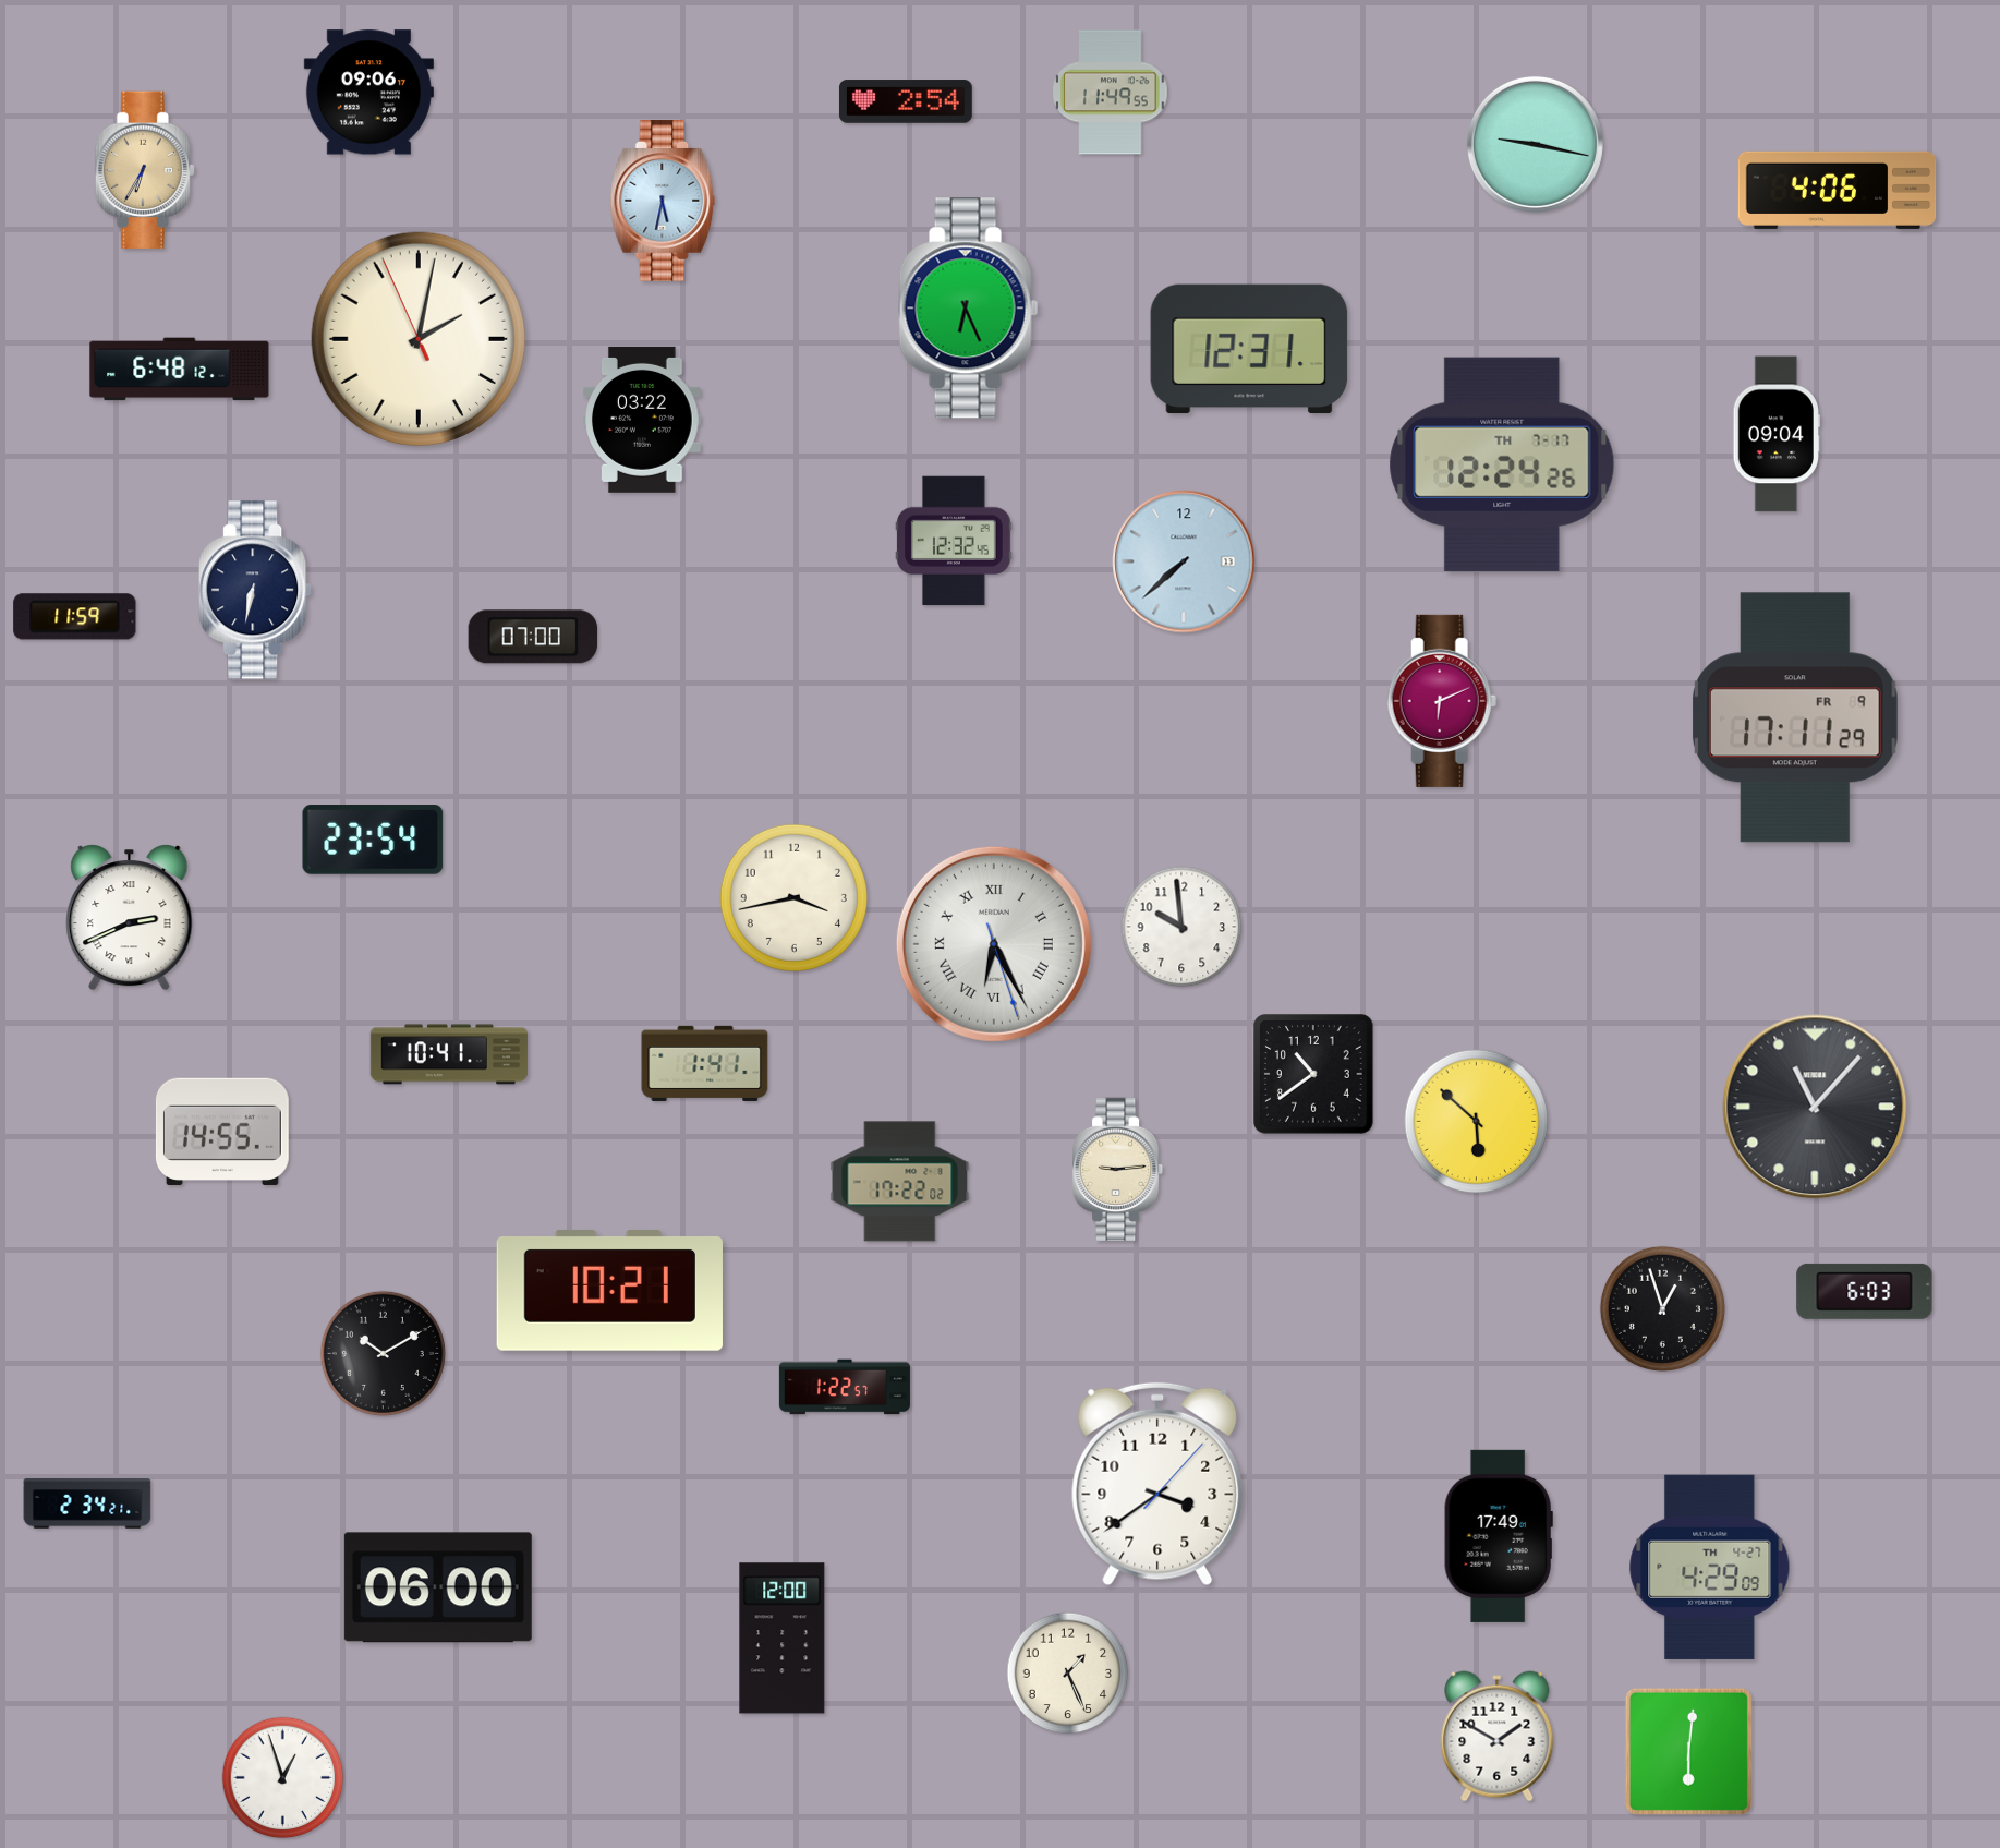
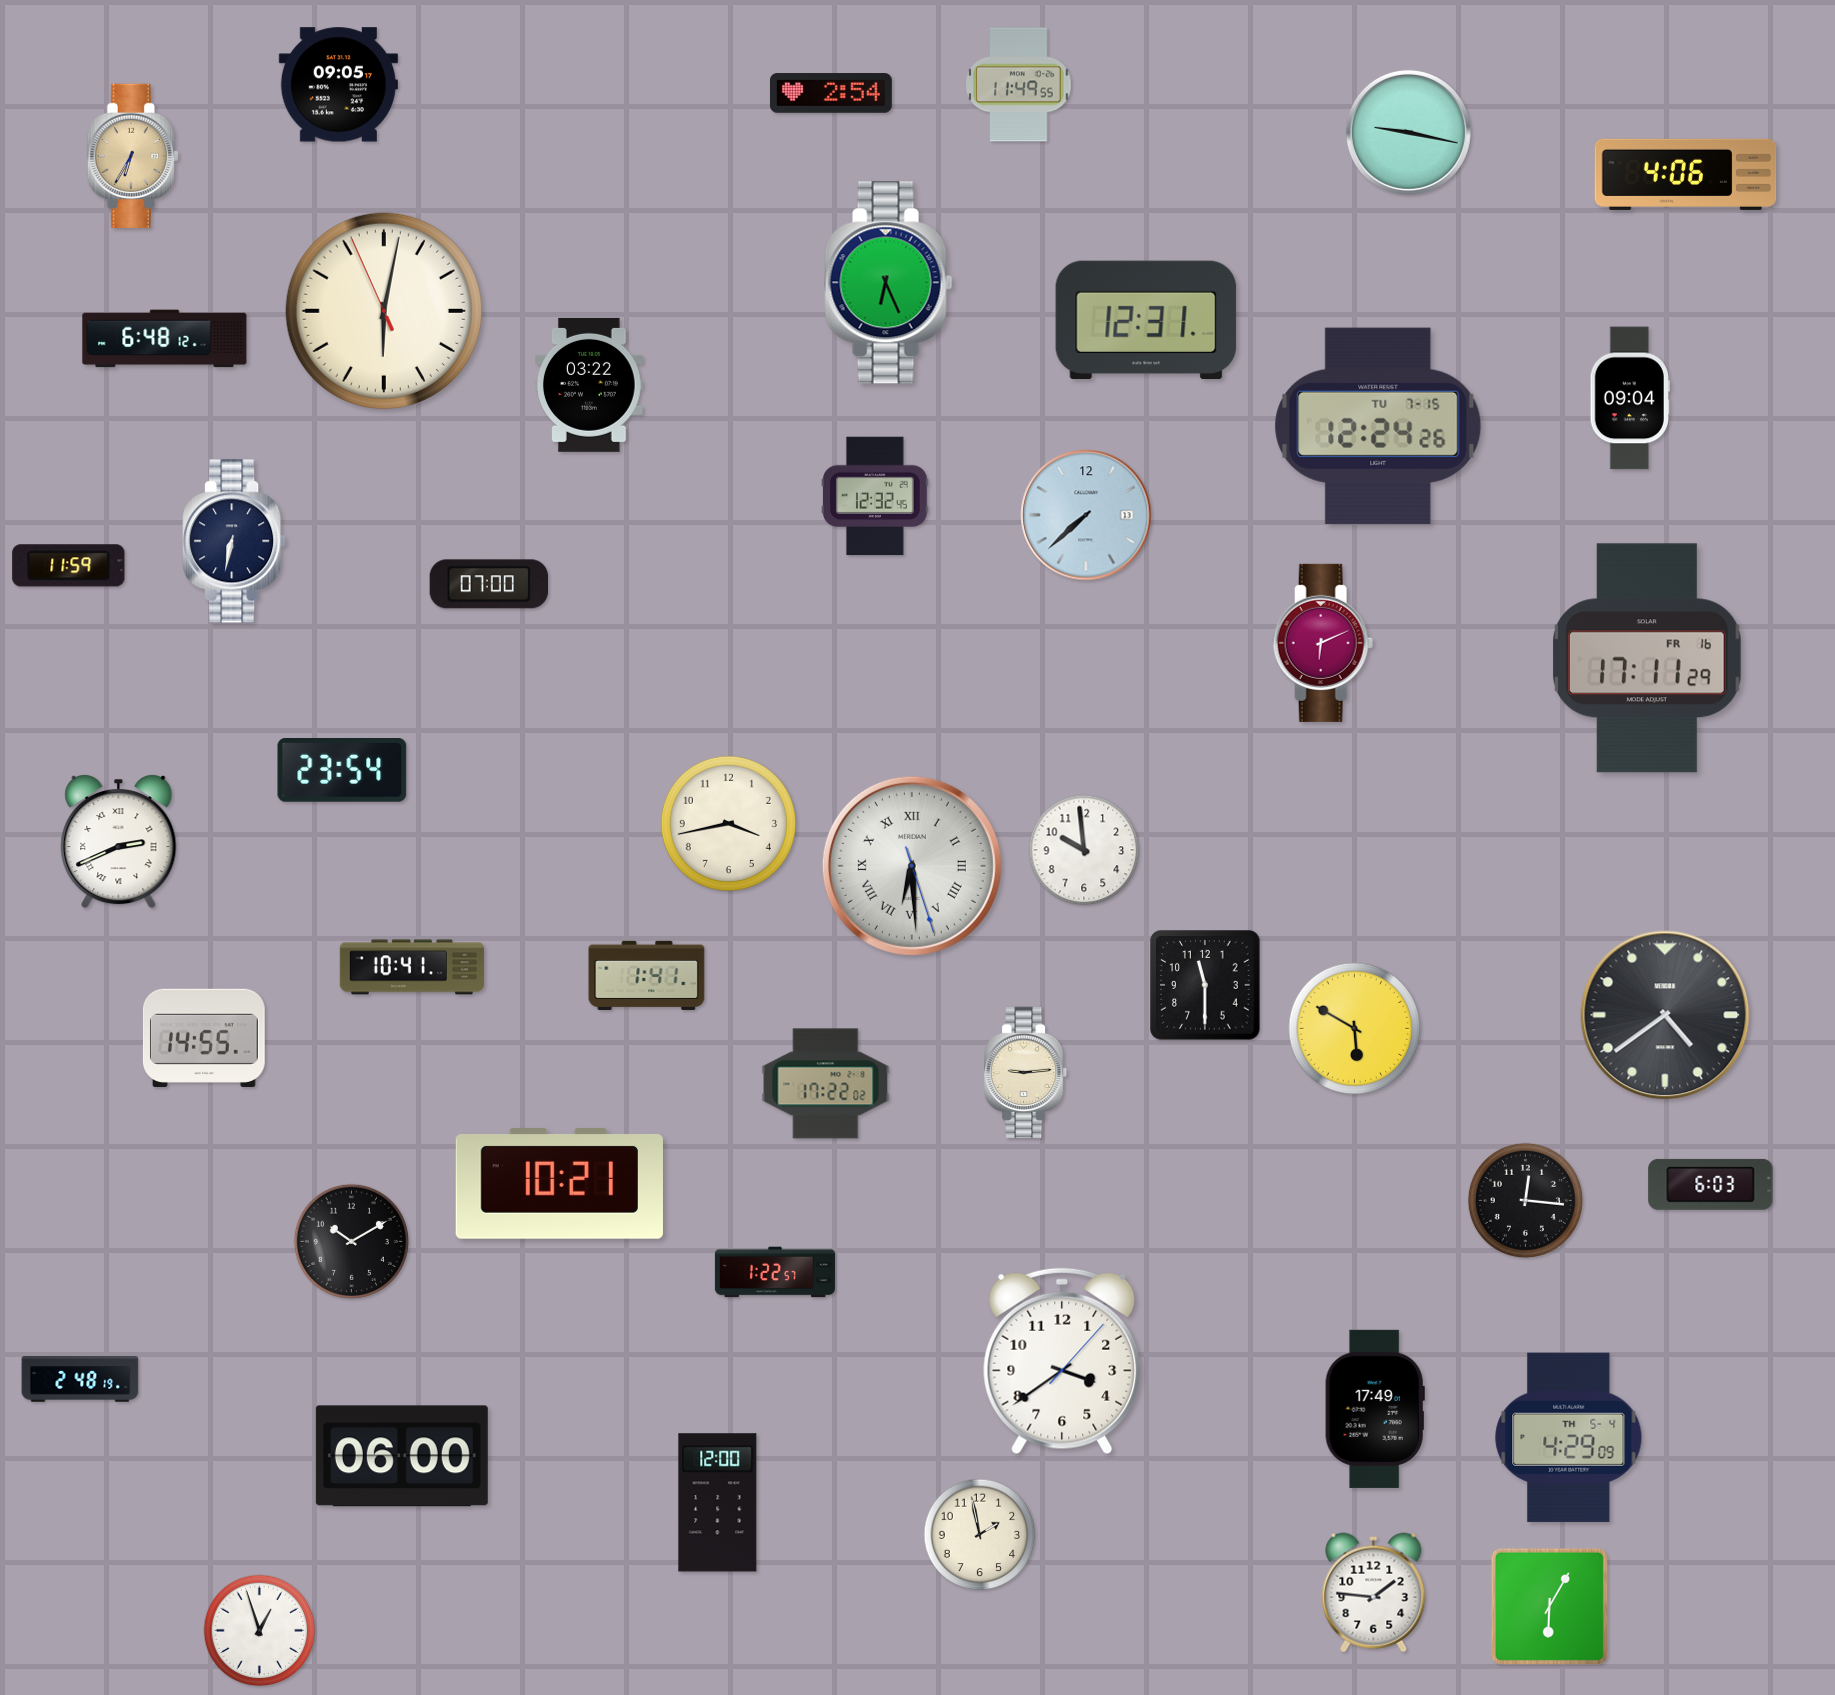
clock at (368, 93): 09:06 -> 09:05
clock at (663, 202): 5:32 -> none
clock at (419, 339): 2:01 -> 6:01
clock at (1502, 464) date: TH 7-17 -> TU 7-15
clock at (1796, 717) date: FR 9 -> FR 16
clock at (994, 944): 6:25 -> 6:29
clock at (1313, 1074): 10:39 -> 11:30
clock at (1815, 1107): 11:07 -> 4:39
clock at (1477, 1122): 5:52 -> 5:50
clock at (1662, 1308): 12:57 -> 12:16
clock at (87, 1505): 2:34 -> 2:48
clock at (1710, 1567) date: TH 4-27 -> TH 5-4
clock at (1068, 1674): 1:26 -> 1:58
clock at (1498, 1737): 1:50 -> 1:46
clock at (1688, 1751): 6:01 -> 6:05
